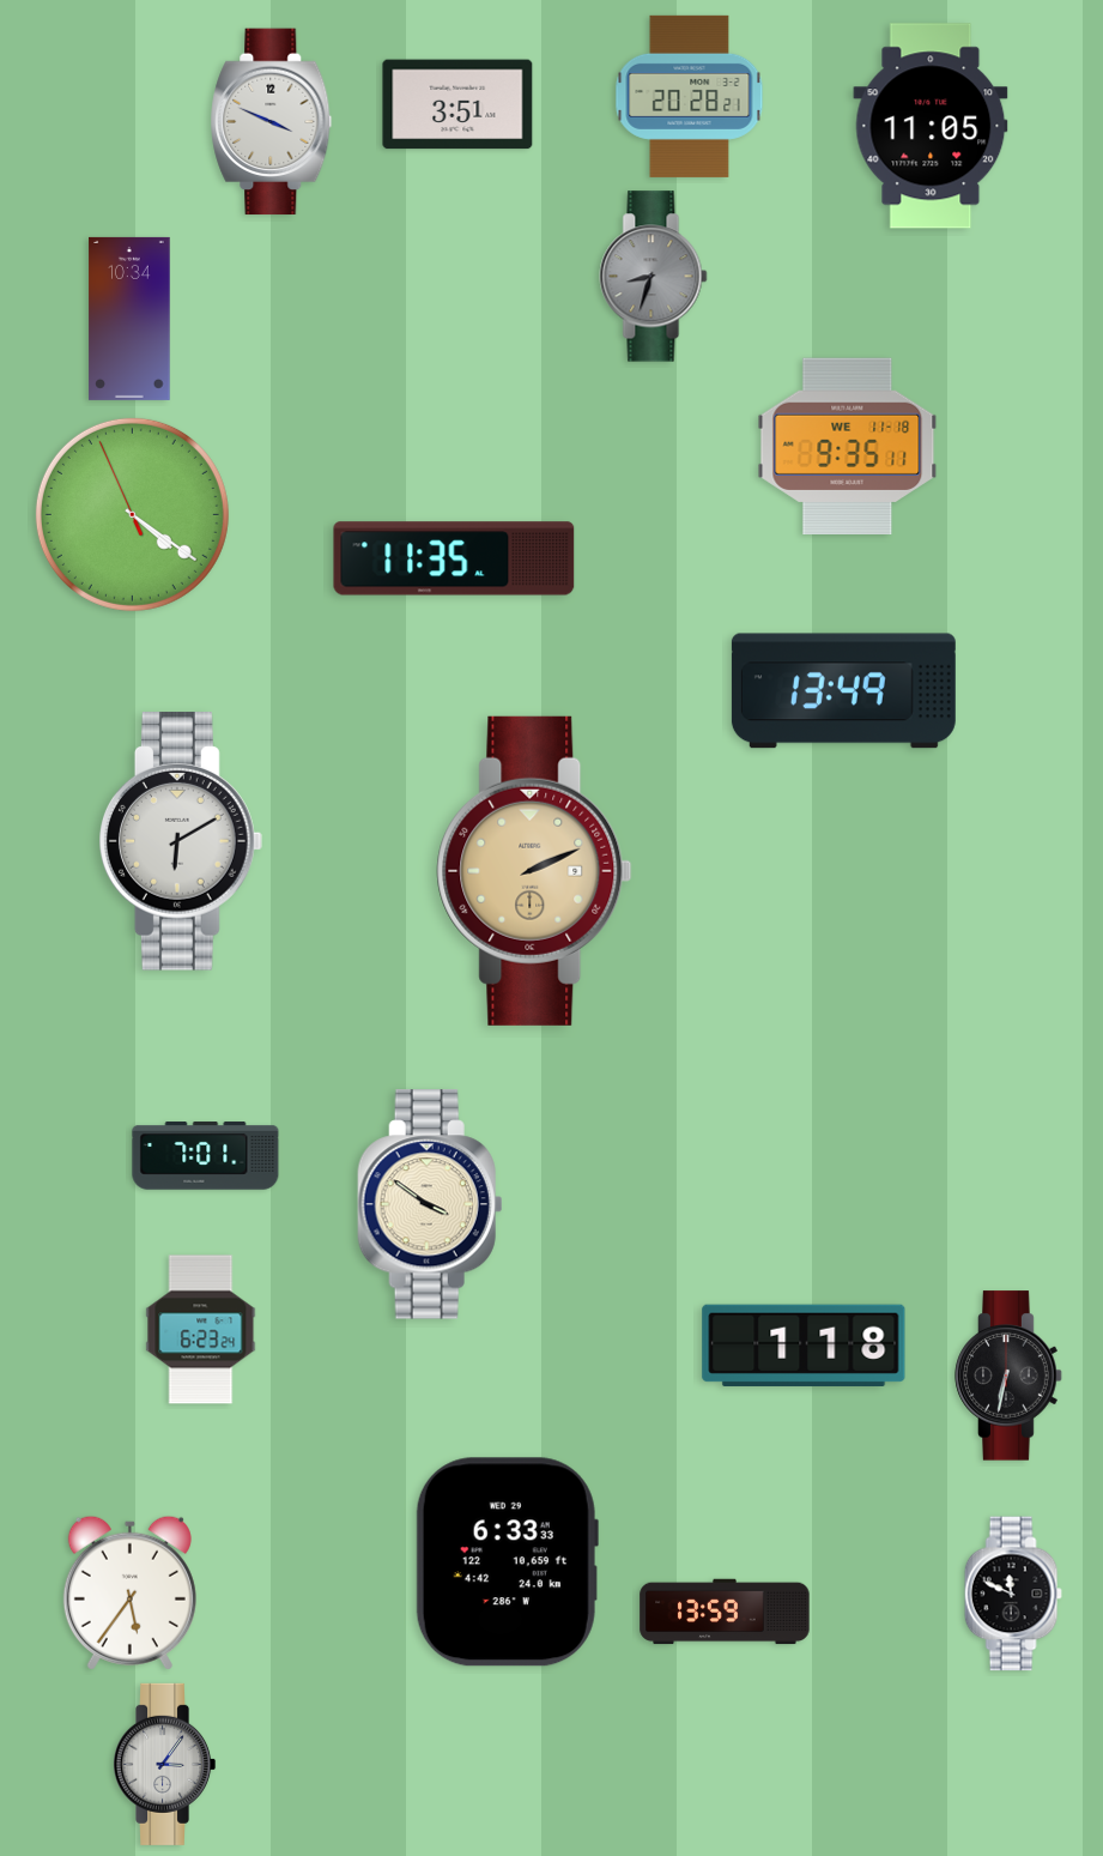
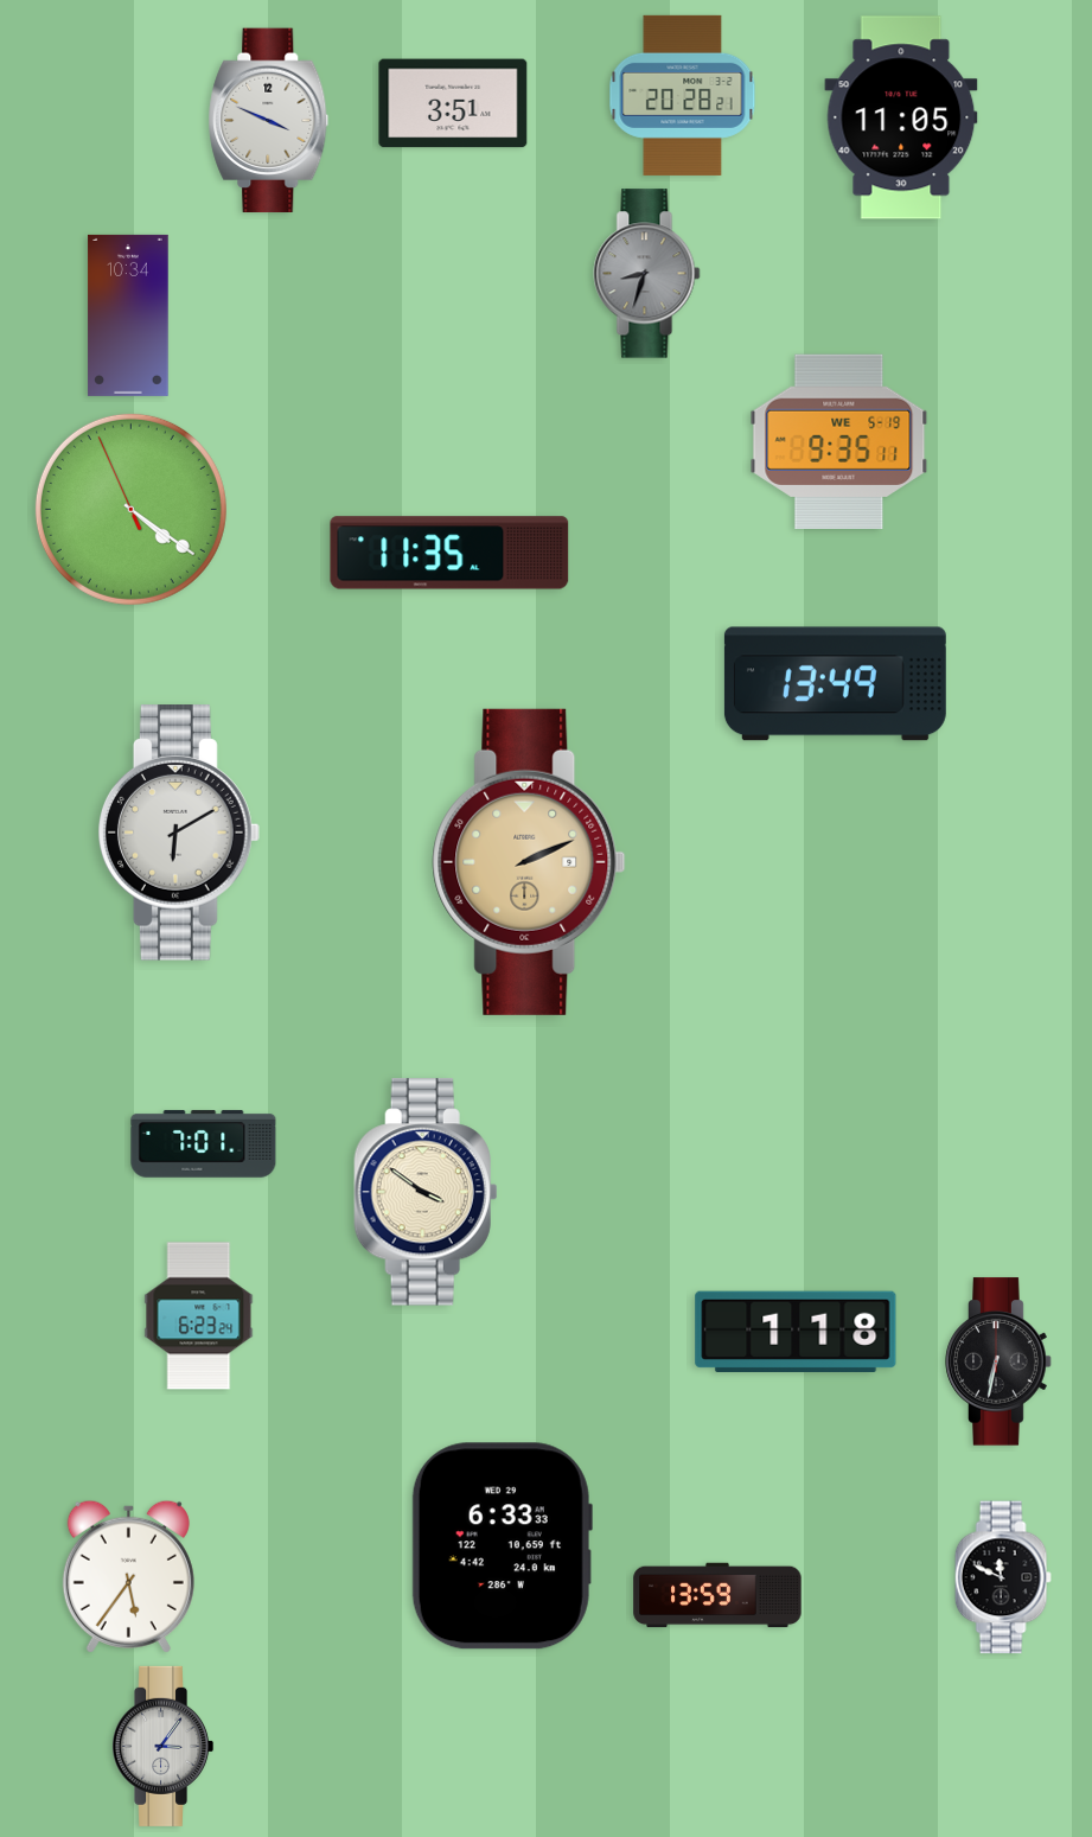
clock at (931, 126) position: (931, 126) -> (901, 117)
clock at (848, 446) date: WE 11-18 -> WE 5-19
